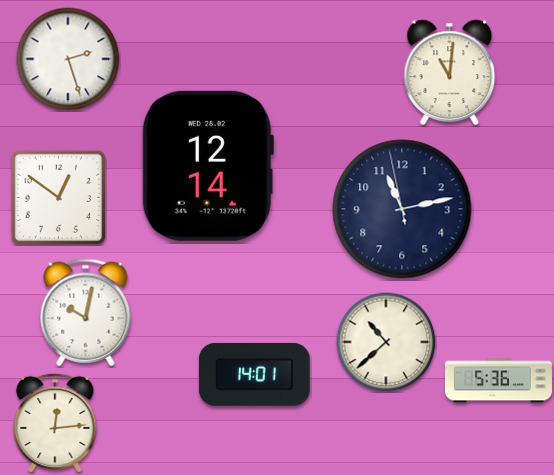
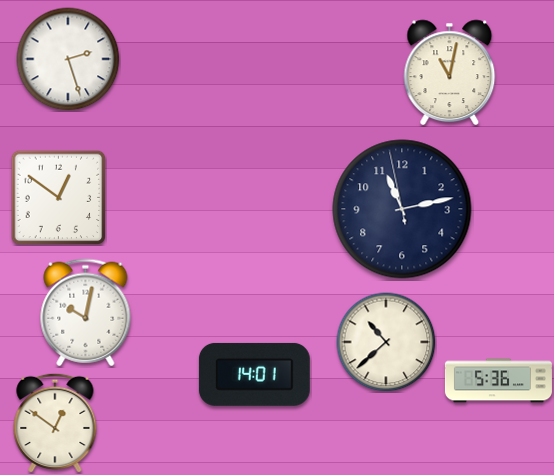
clock at (450, 73): 11:01 -> 11:02
clock at (208, 166): 12:14 -> none
clock at (55, 423): 12:14 -> 12:51
